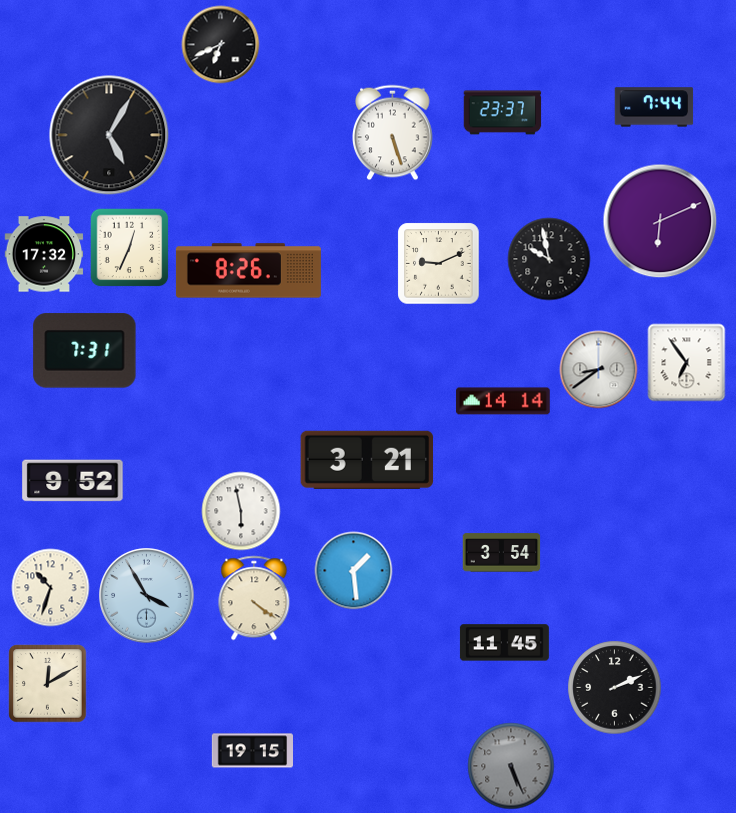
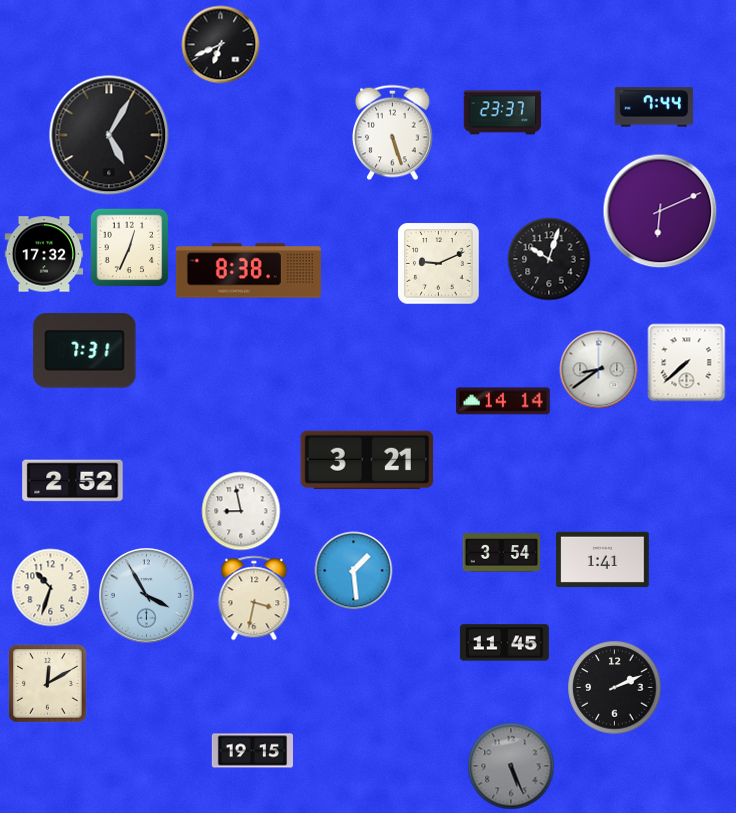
clock at (660, 221) position: (660, 221) -> (660, 211)
clock at (549, 259): 9:58 -> 10:03
clock at (248, 271): 8:26 -> 8:38
clock at (686, 362): 6:54 -> 7:38
clock at (73, 481): 9:52 -> 2:52
clock at (241, 511): 5:58 -> 8:58
clock at (603, 559): none -> 1:41
clock at (254, 598): 4:21 -> 3:32
